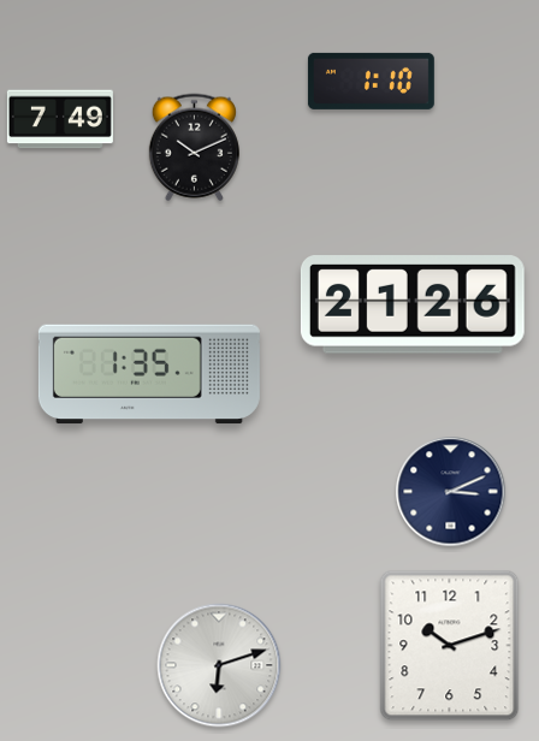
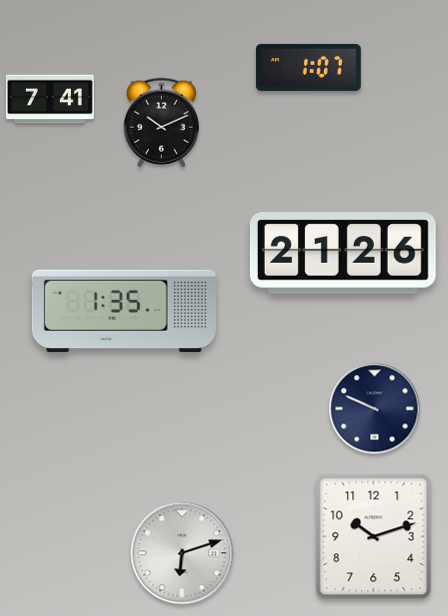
clock at (371, 81): 1:10 -> 1:07
clock at (60, 119): 7:49 -> 7:41
clock at (451, 492): 3:11 -> 9:49
